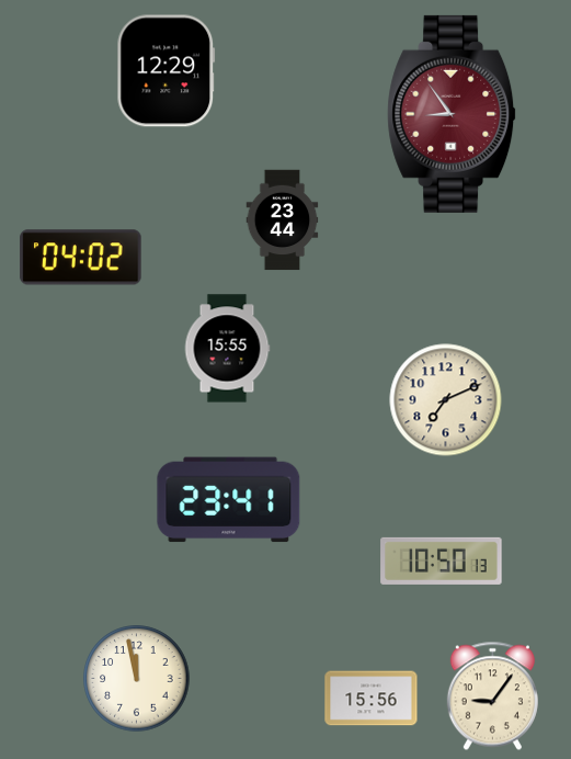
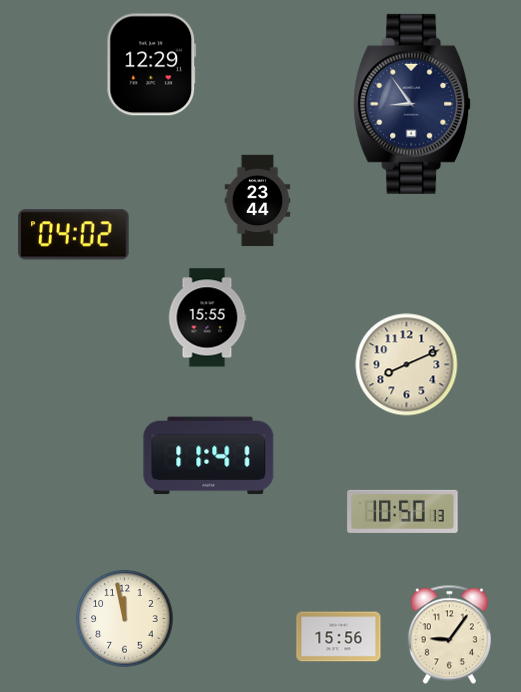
clock at (453, 114) dial: burgundy -> navy
clock at (446, 400): 7:11 -> 8:11
clock at (229, 500): 23:41 -> 11:41
